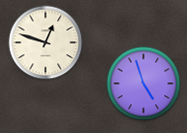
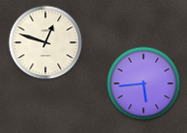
clock at (144, 84): 4:57 -> 5:44
